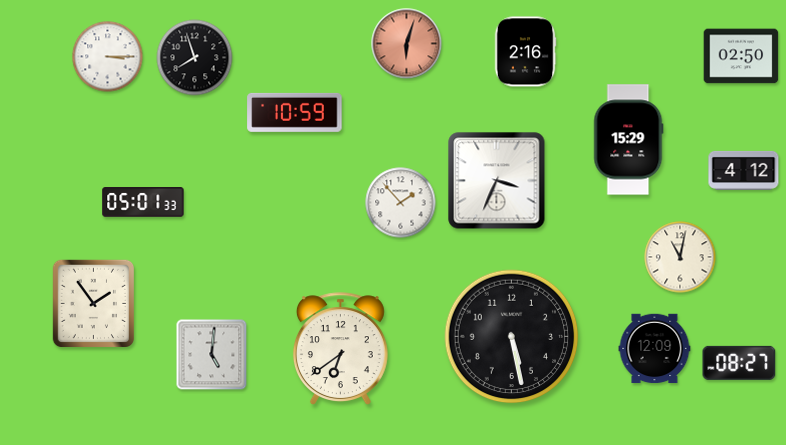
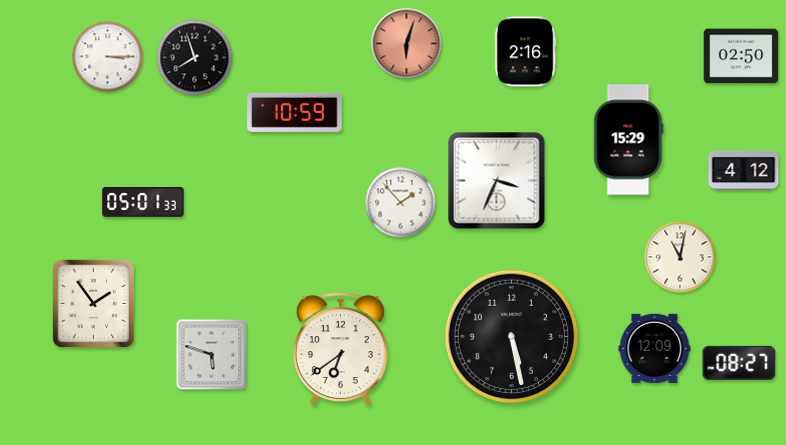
clock at (212, 355): 5:01 -> 5:48
